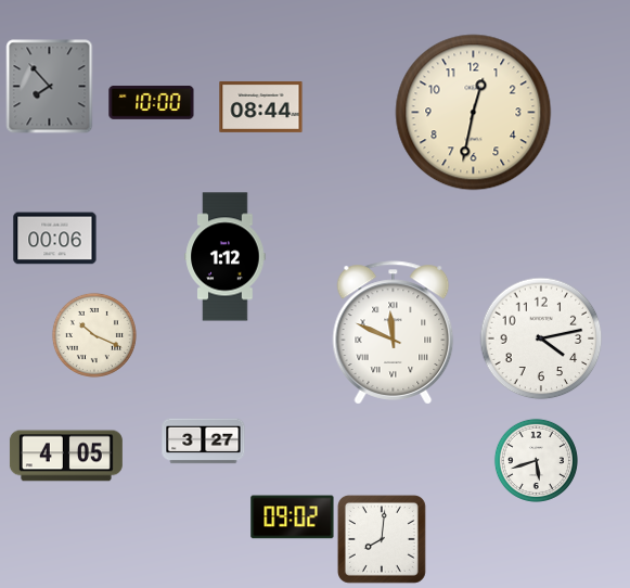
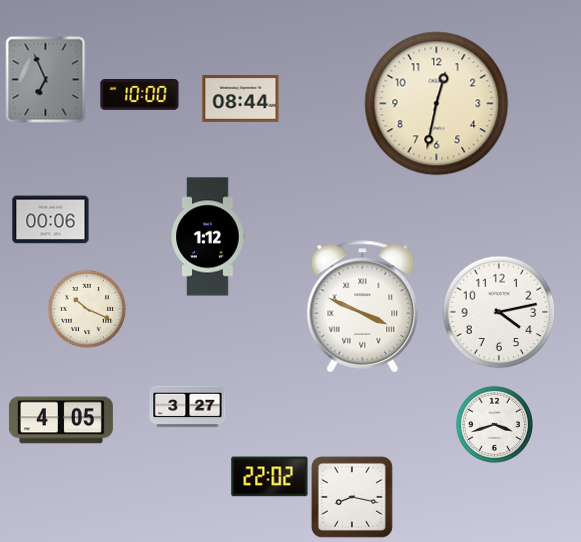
clock at (50, 87): 7:53 -> 6:56
clock at (394, 333): 11:49 -> 3:49
clock at (536, 460): 5:42 -> 3:42
clock at (293, 517): 09:02 -> 22:02
clock at (382, 539): 8:01 -> 8:17
